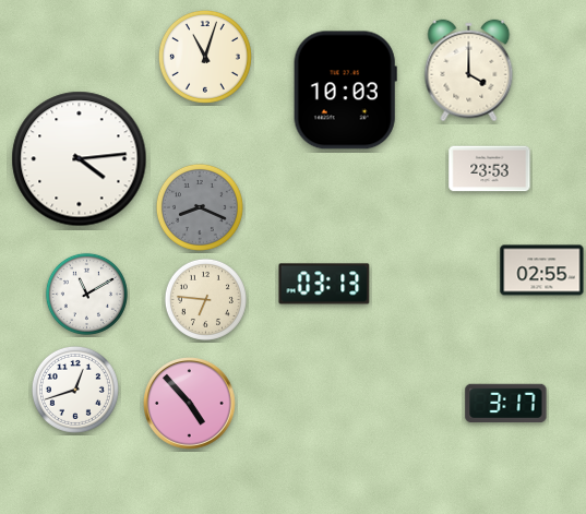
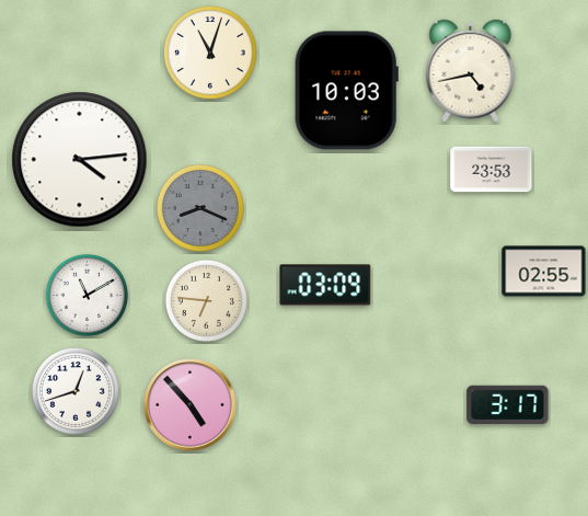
clock at (205, 57) position: (205, 57) -> (210, 53)
clock at (469, 71): 4:00 -> 4:43
clock at (324, 284): 03:13 -> 03:09
